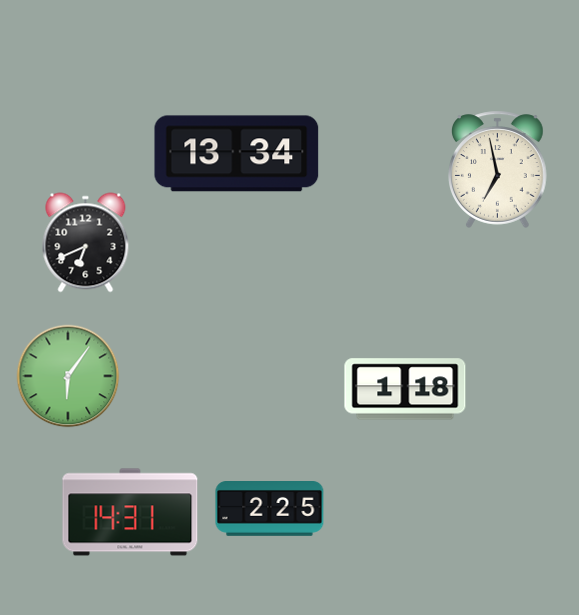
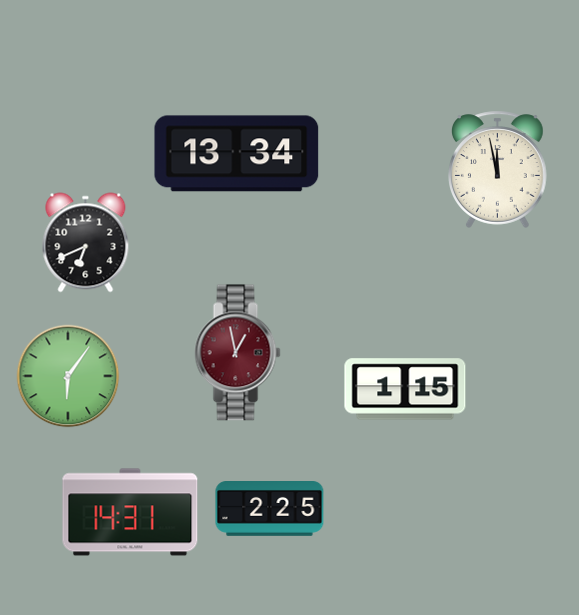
clock at (498, 169): 6:58 -> 11:58
clock at (238, 353): none -> 12:58
clock at (405, 389): 1:18 -> 1:15
